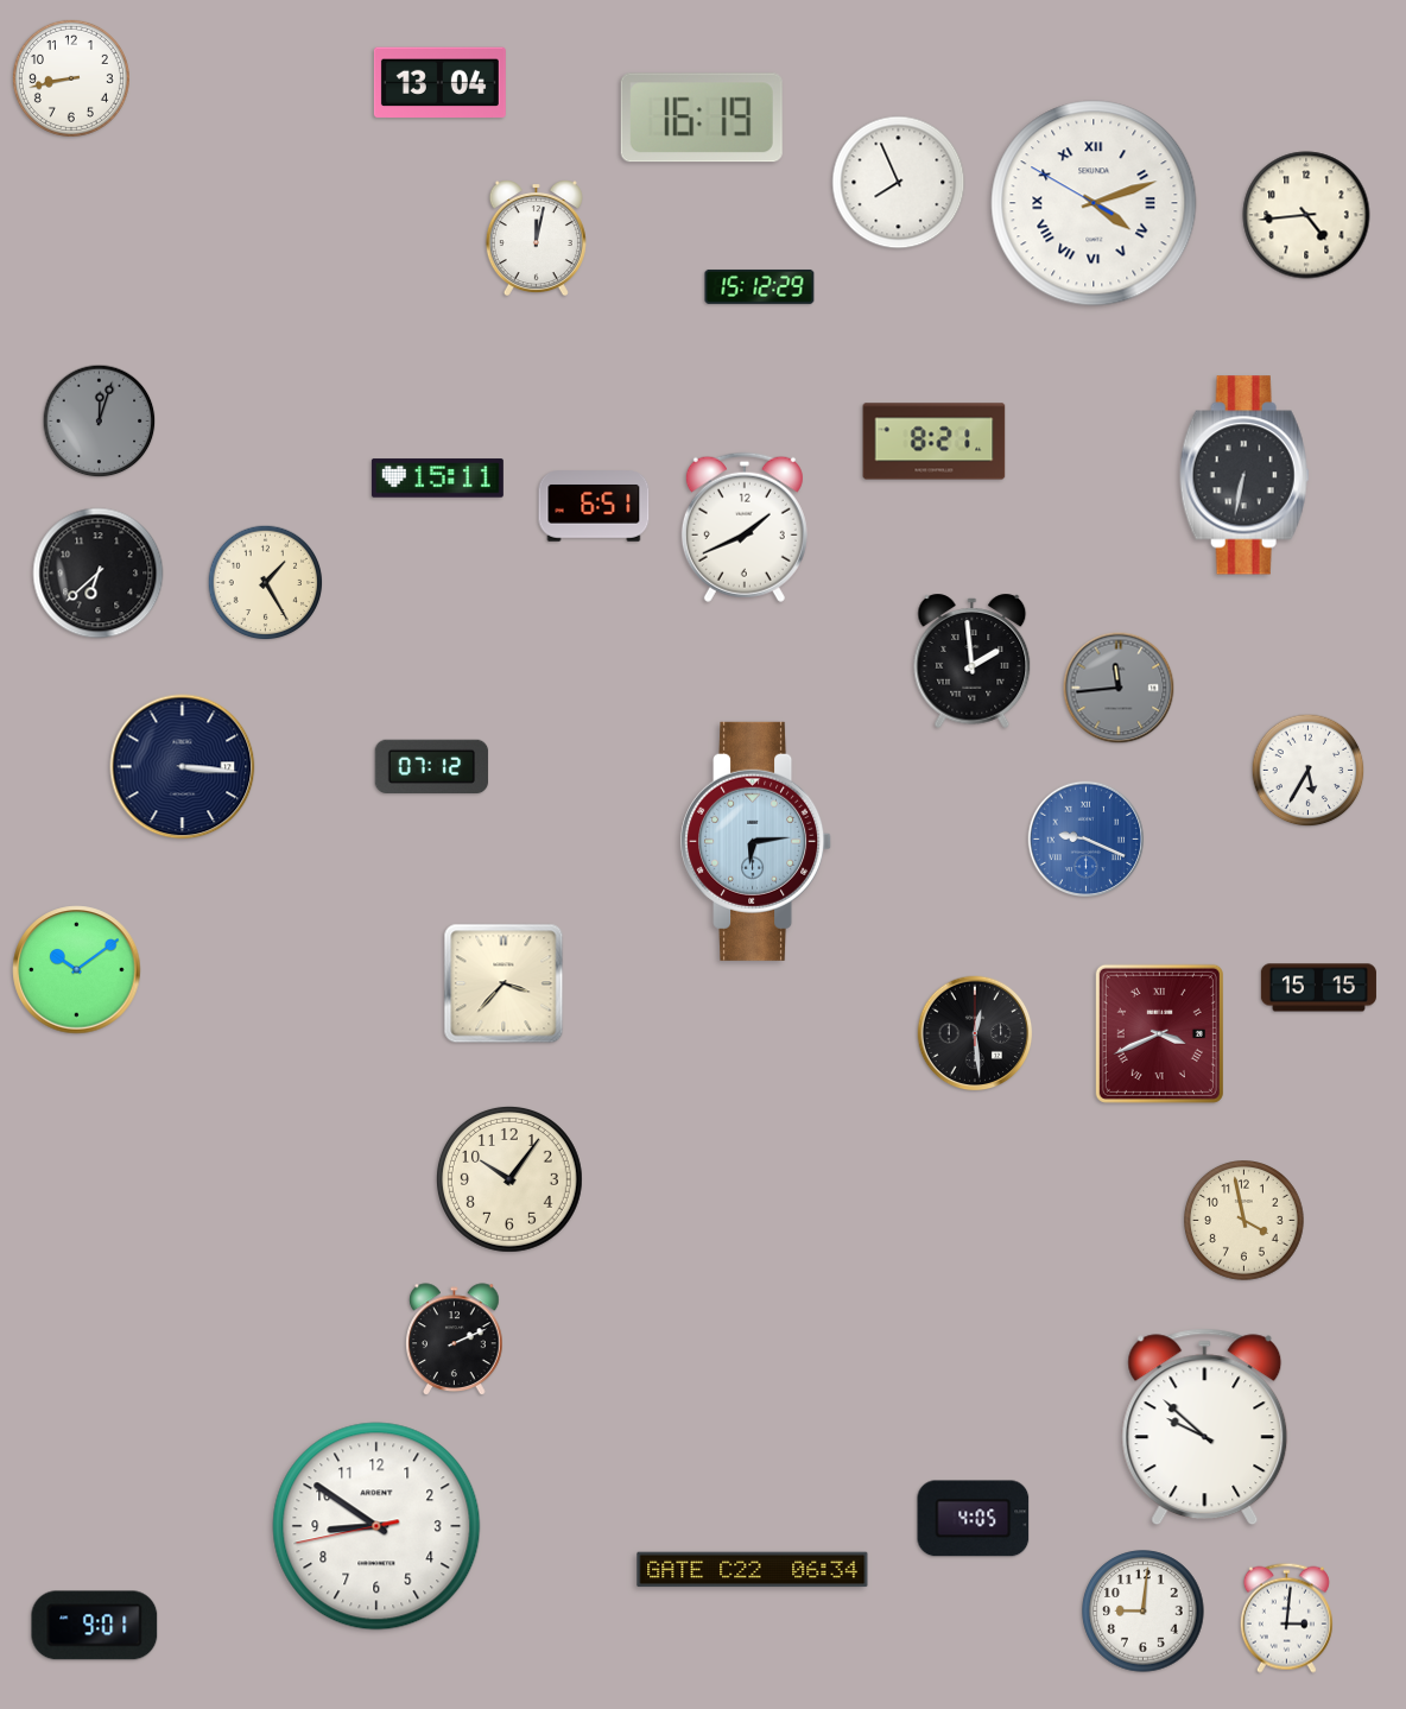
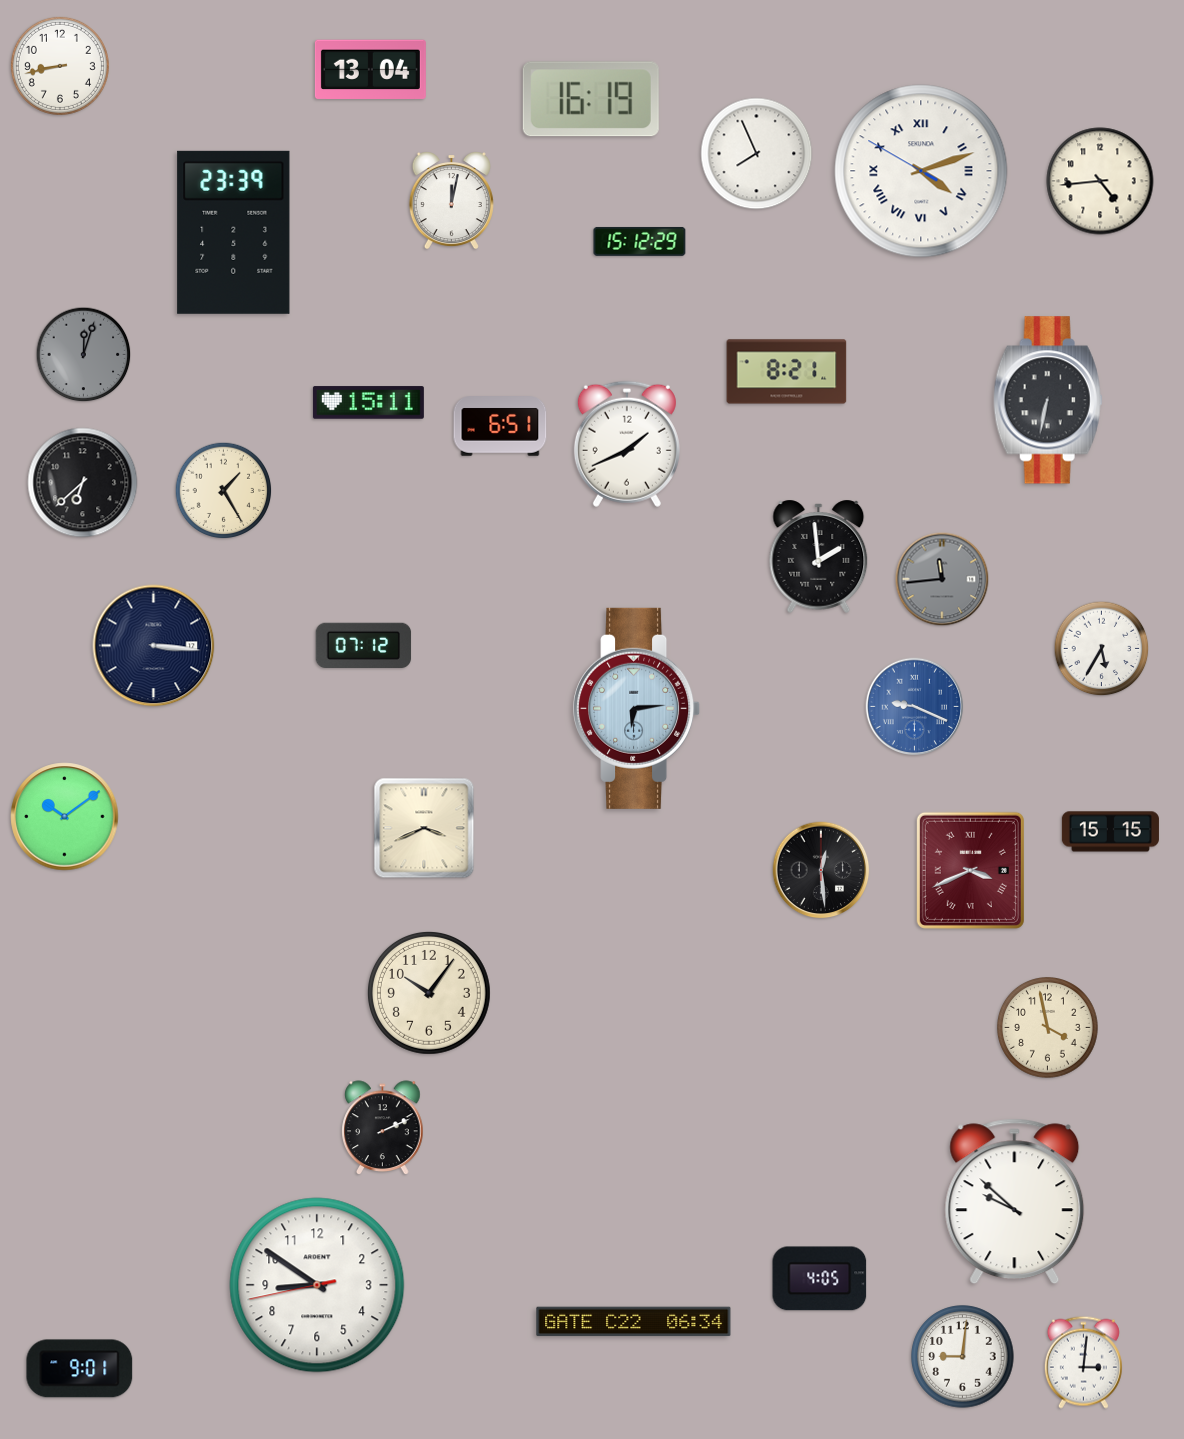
clock at (234, 232): none -> 23:39
clock at (503, 983): 3:37 -> 3:41
clock at (1159, 1033) position: (1159, 1033) -> (970, 870)
